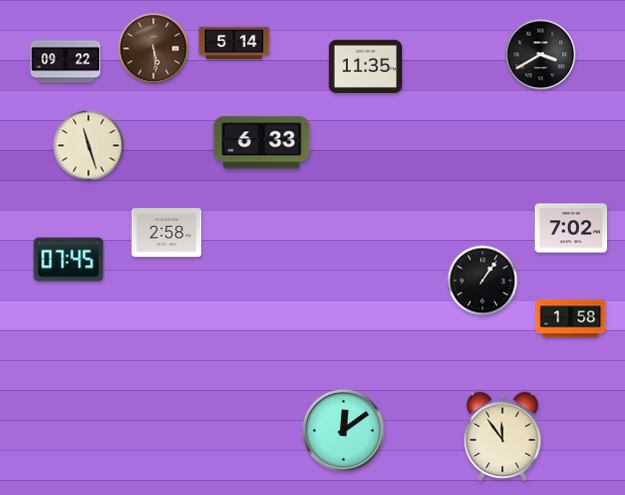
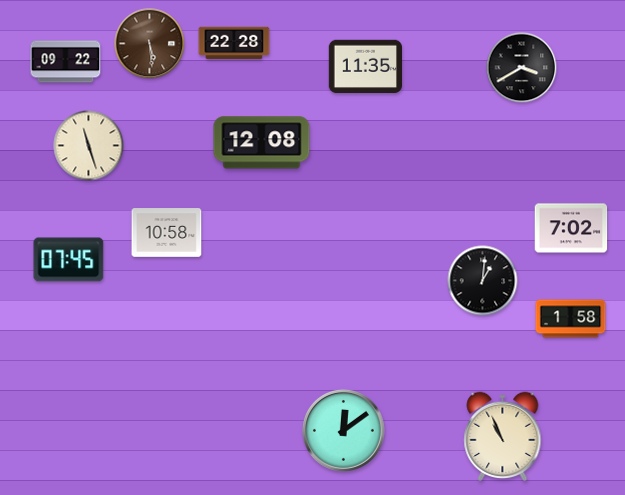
clock at (234, 43): 5:14 -> 22:28
clock at (154, 49) position: (154, 49) -> (150, 44)
clock at (541, 55) position: (541, 55) -> (522, 68)
clock at (262, 143): 6:33 -> 12:08
clock at (167, 233): 2:58 -> 10:58
clock at (483, 281): 1:06 -> 1:01
clock at (503, 437): 11:54 -> 10:56
